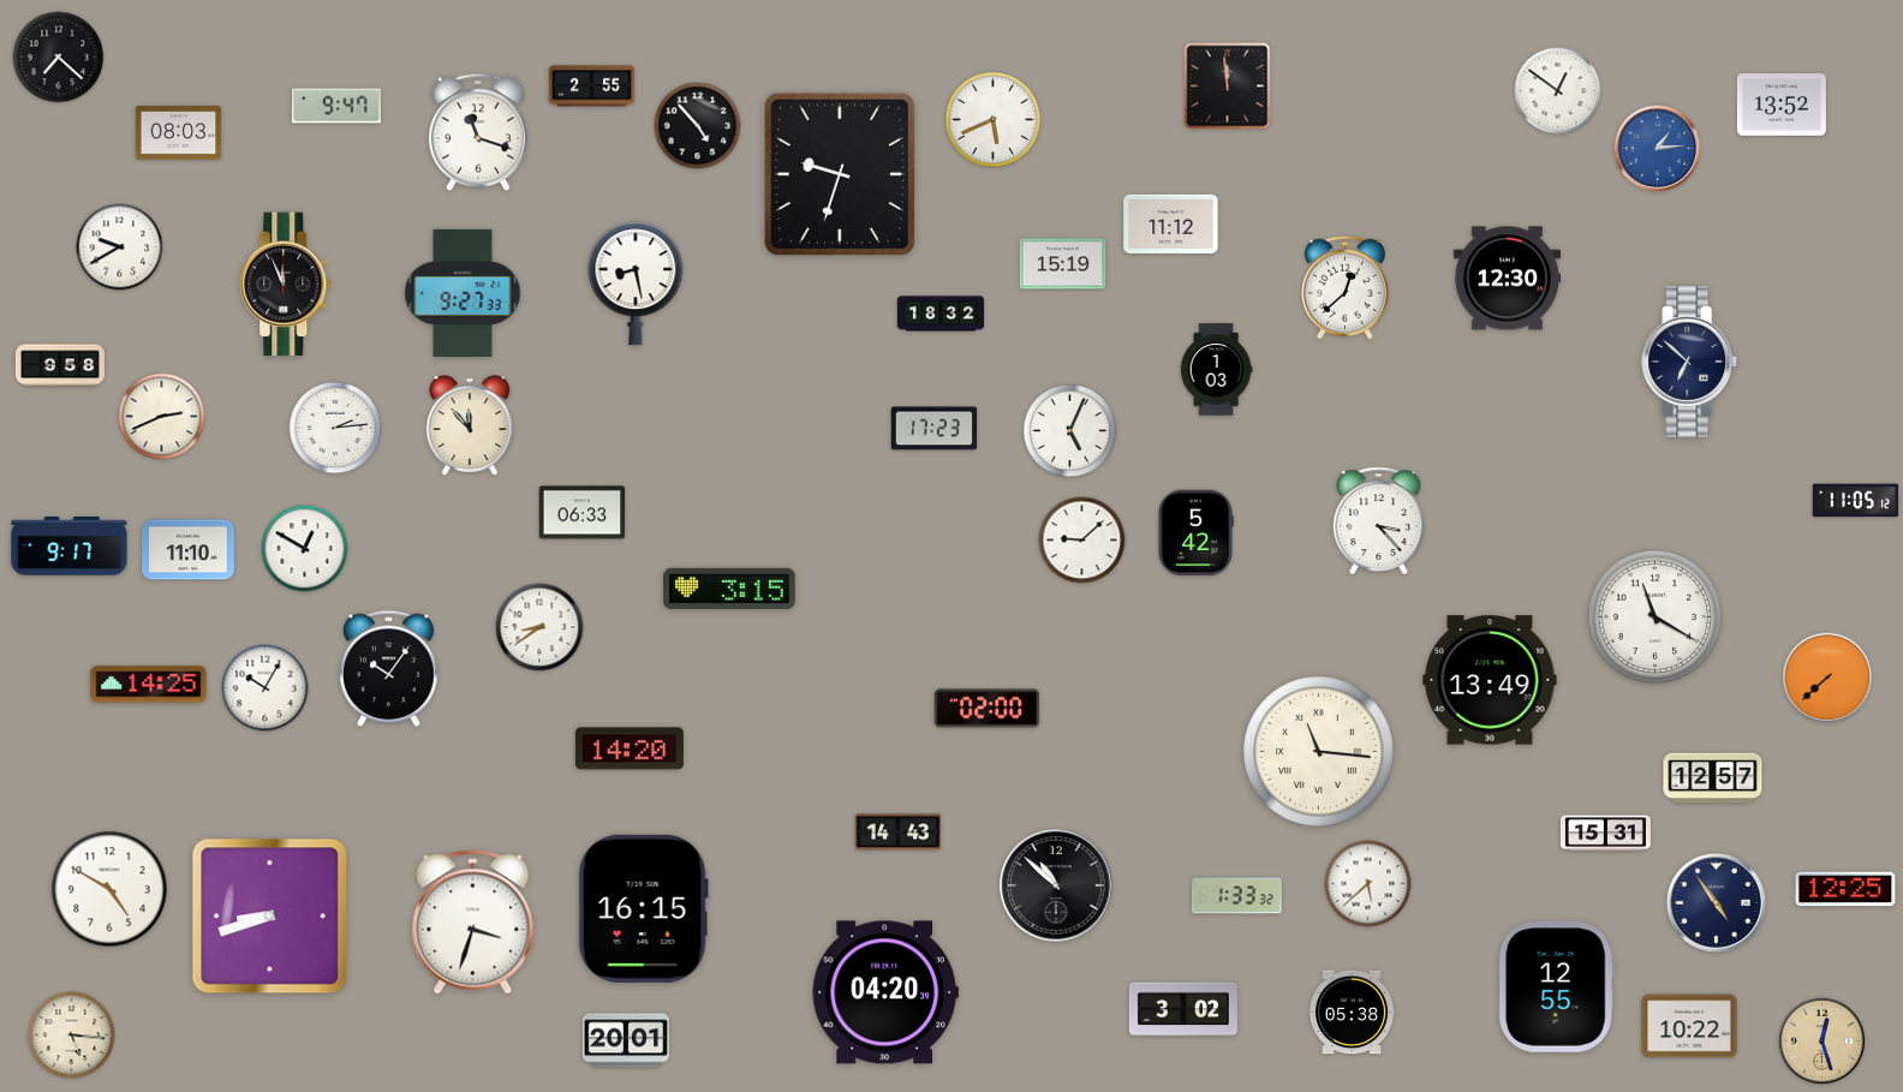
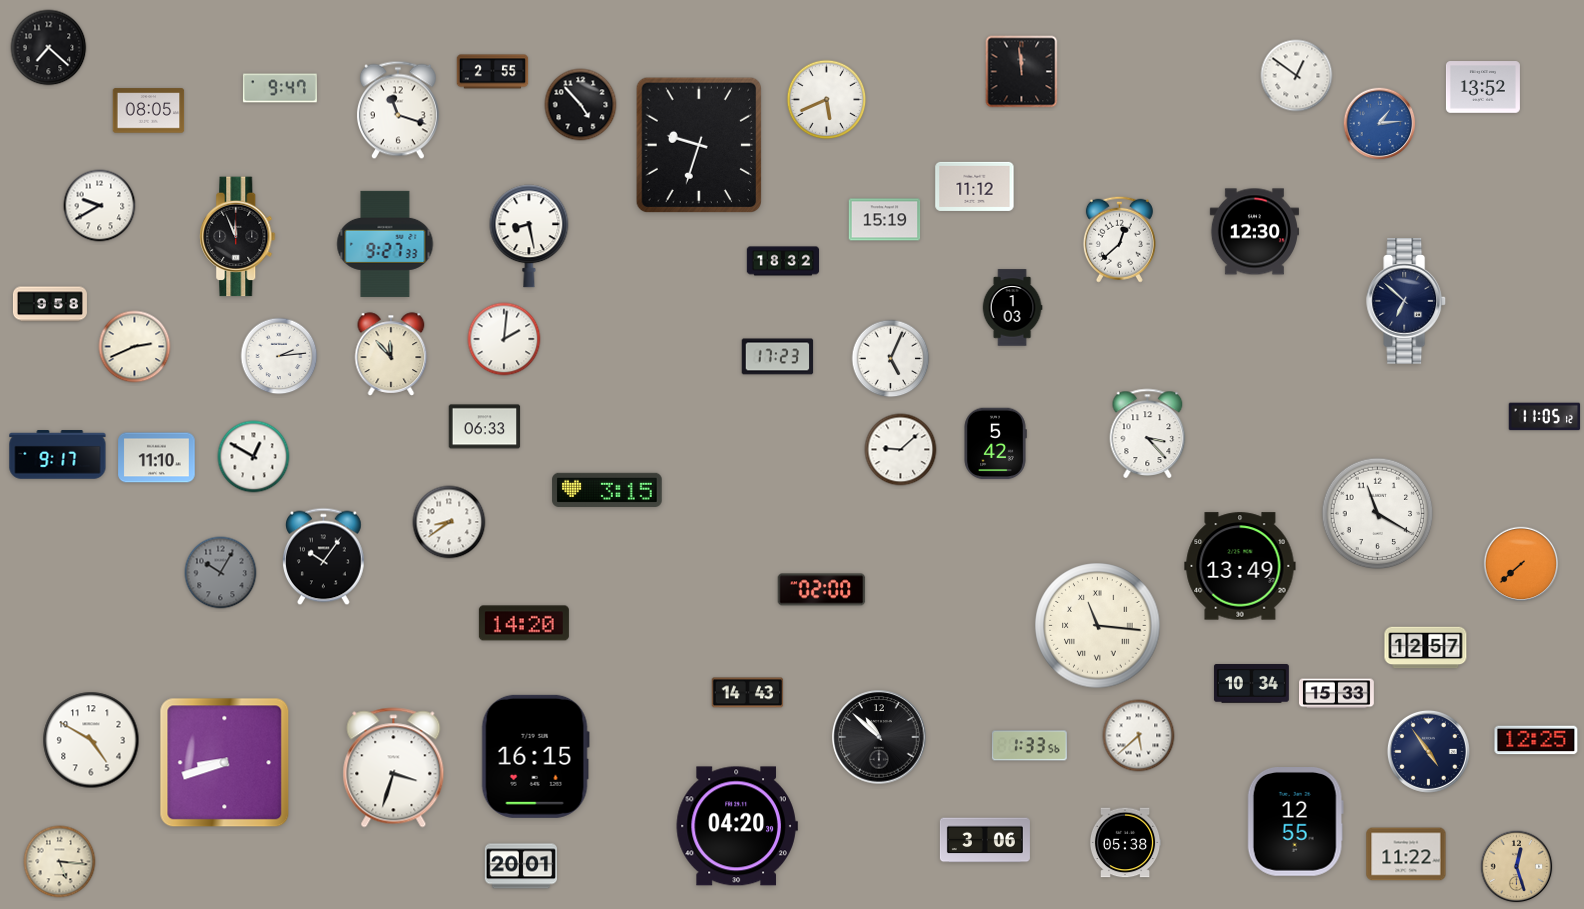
clock at (179, 133): 08:03 -> 08:05
clock at (504, 339): none -> 2:01
clock at (149, 685): 14:25 -> none
clock at (266, 688) dial: white -> grey
clock at (1251, 684): none -> 10:34
clock at (1606, 834): 15:31 -> 15:33
clock at (1236, 896): 1:33:32 -> 1:33:56
clock at (1183, 1009): 3:02 -> 3:06
clock at (1689, 1026): 10:22 -> 11:22
